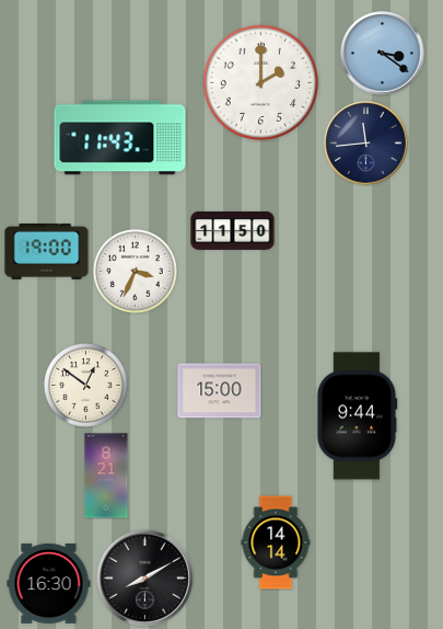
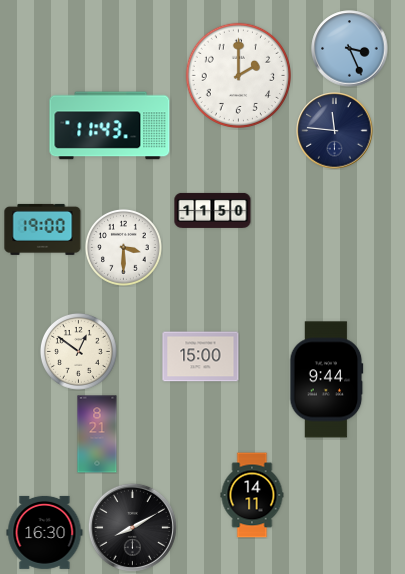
clock at (383, 54): 3:21 -> 3:26
clock at (366, 144): 11:44 -> 11:46
clock at (135, 271): 3:34 -> 3:30
clock at (276, 542): 14:14 -> 14:11
